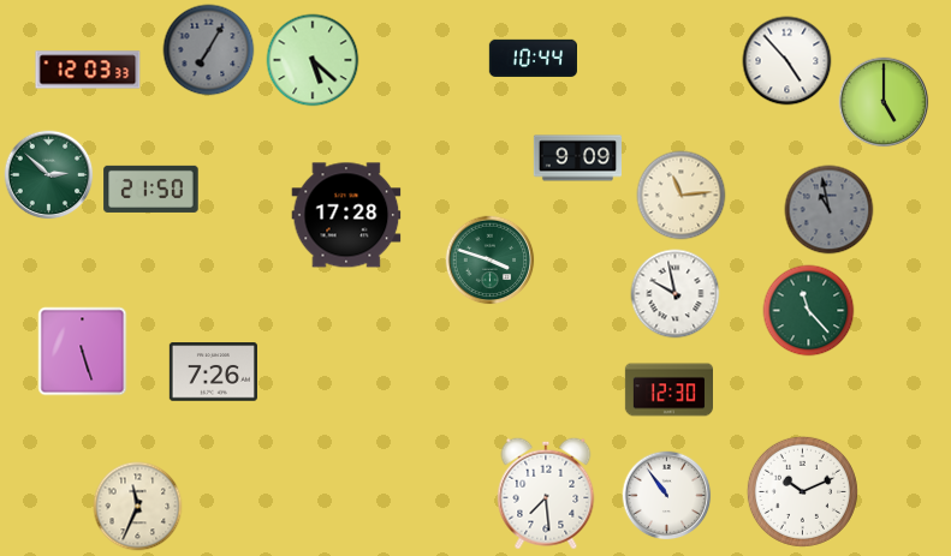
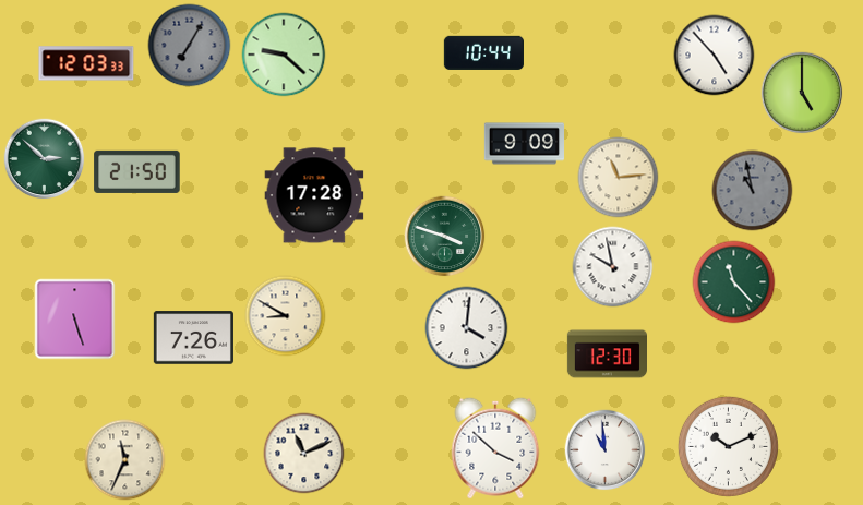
clock at (313, 60): 5:22 -> 9:22
clock at (88, 70) position: (88, 70) -> (86, 63)
clock at (286, 316): none -> 8:50
clock at (467, 328): none -> 4:01
clock at (546, 494): 7:29 -> 3:52
clock at (667, 496): 10:54 -> 10:59
clock at (304, 454): none -> 11:11
